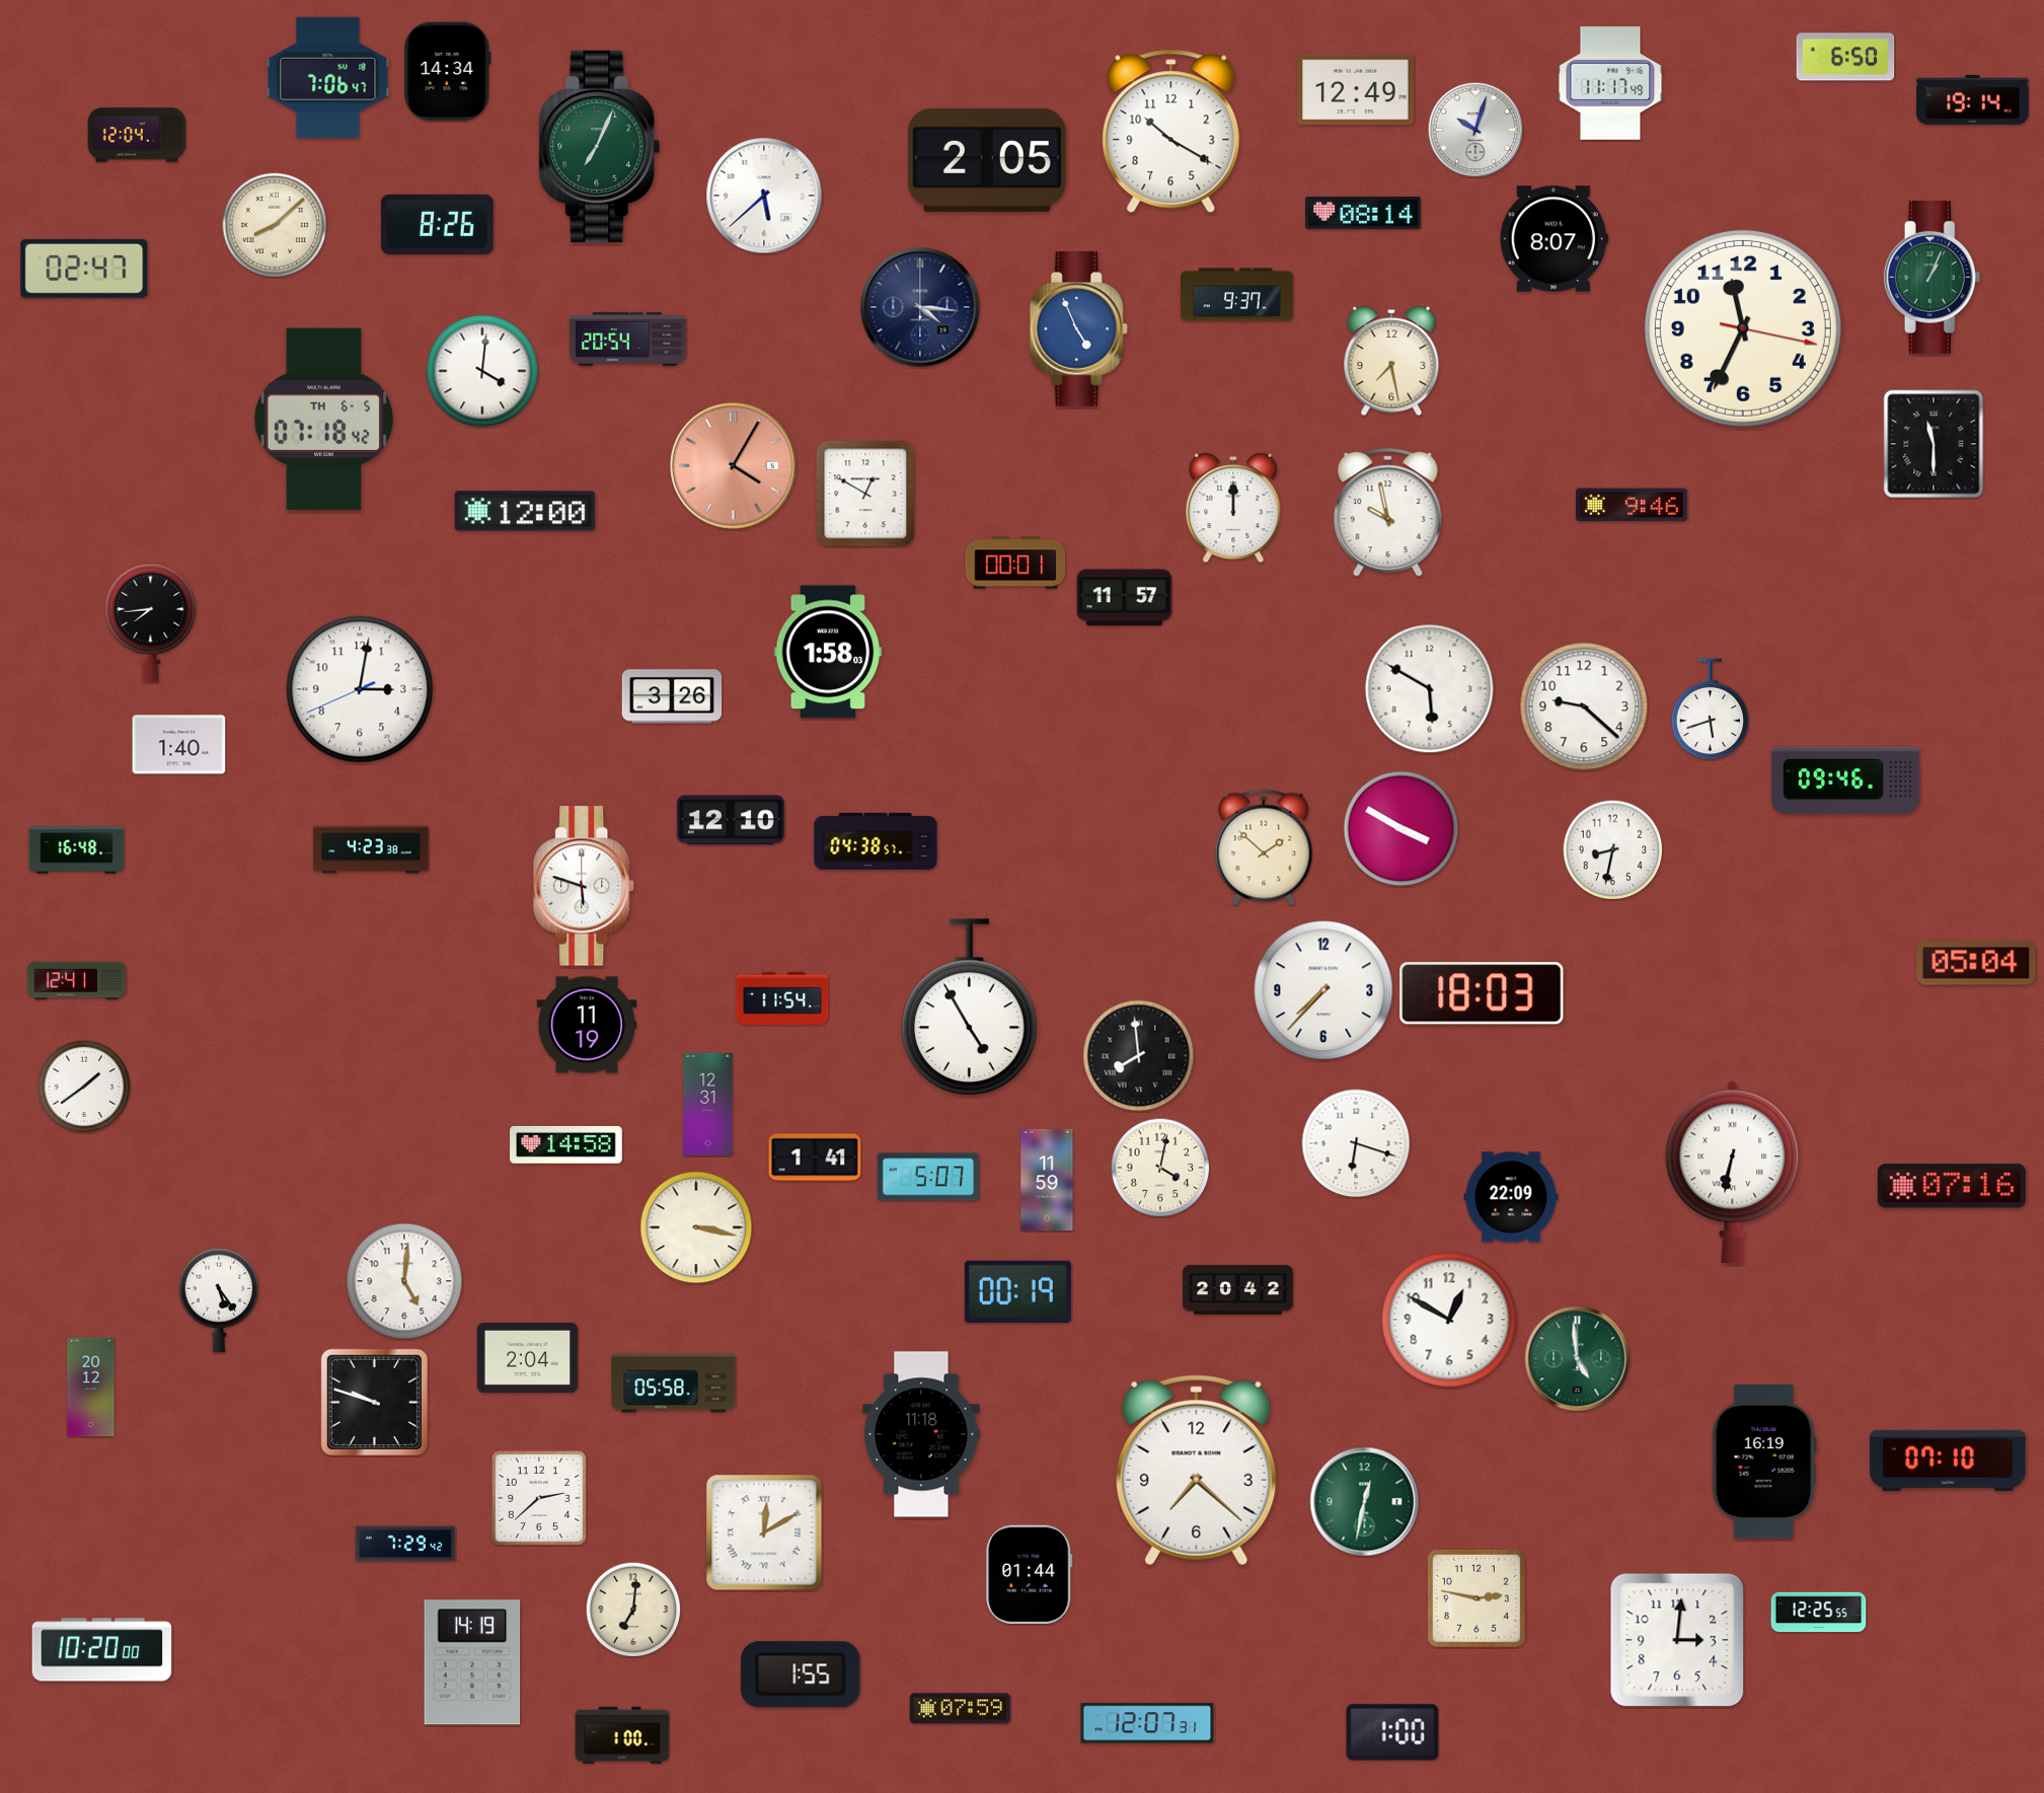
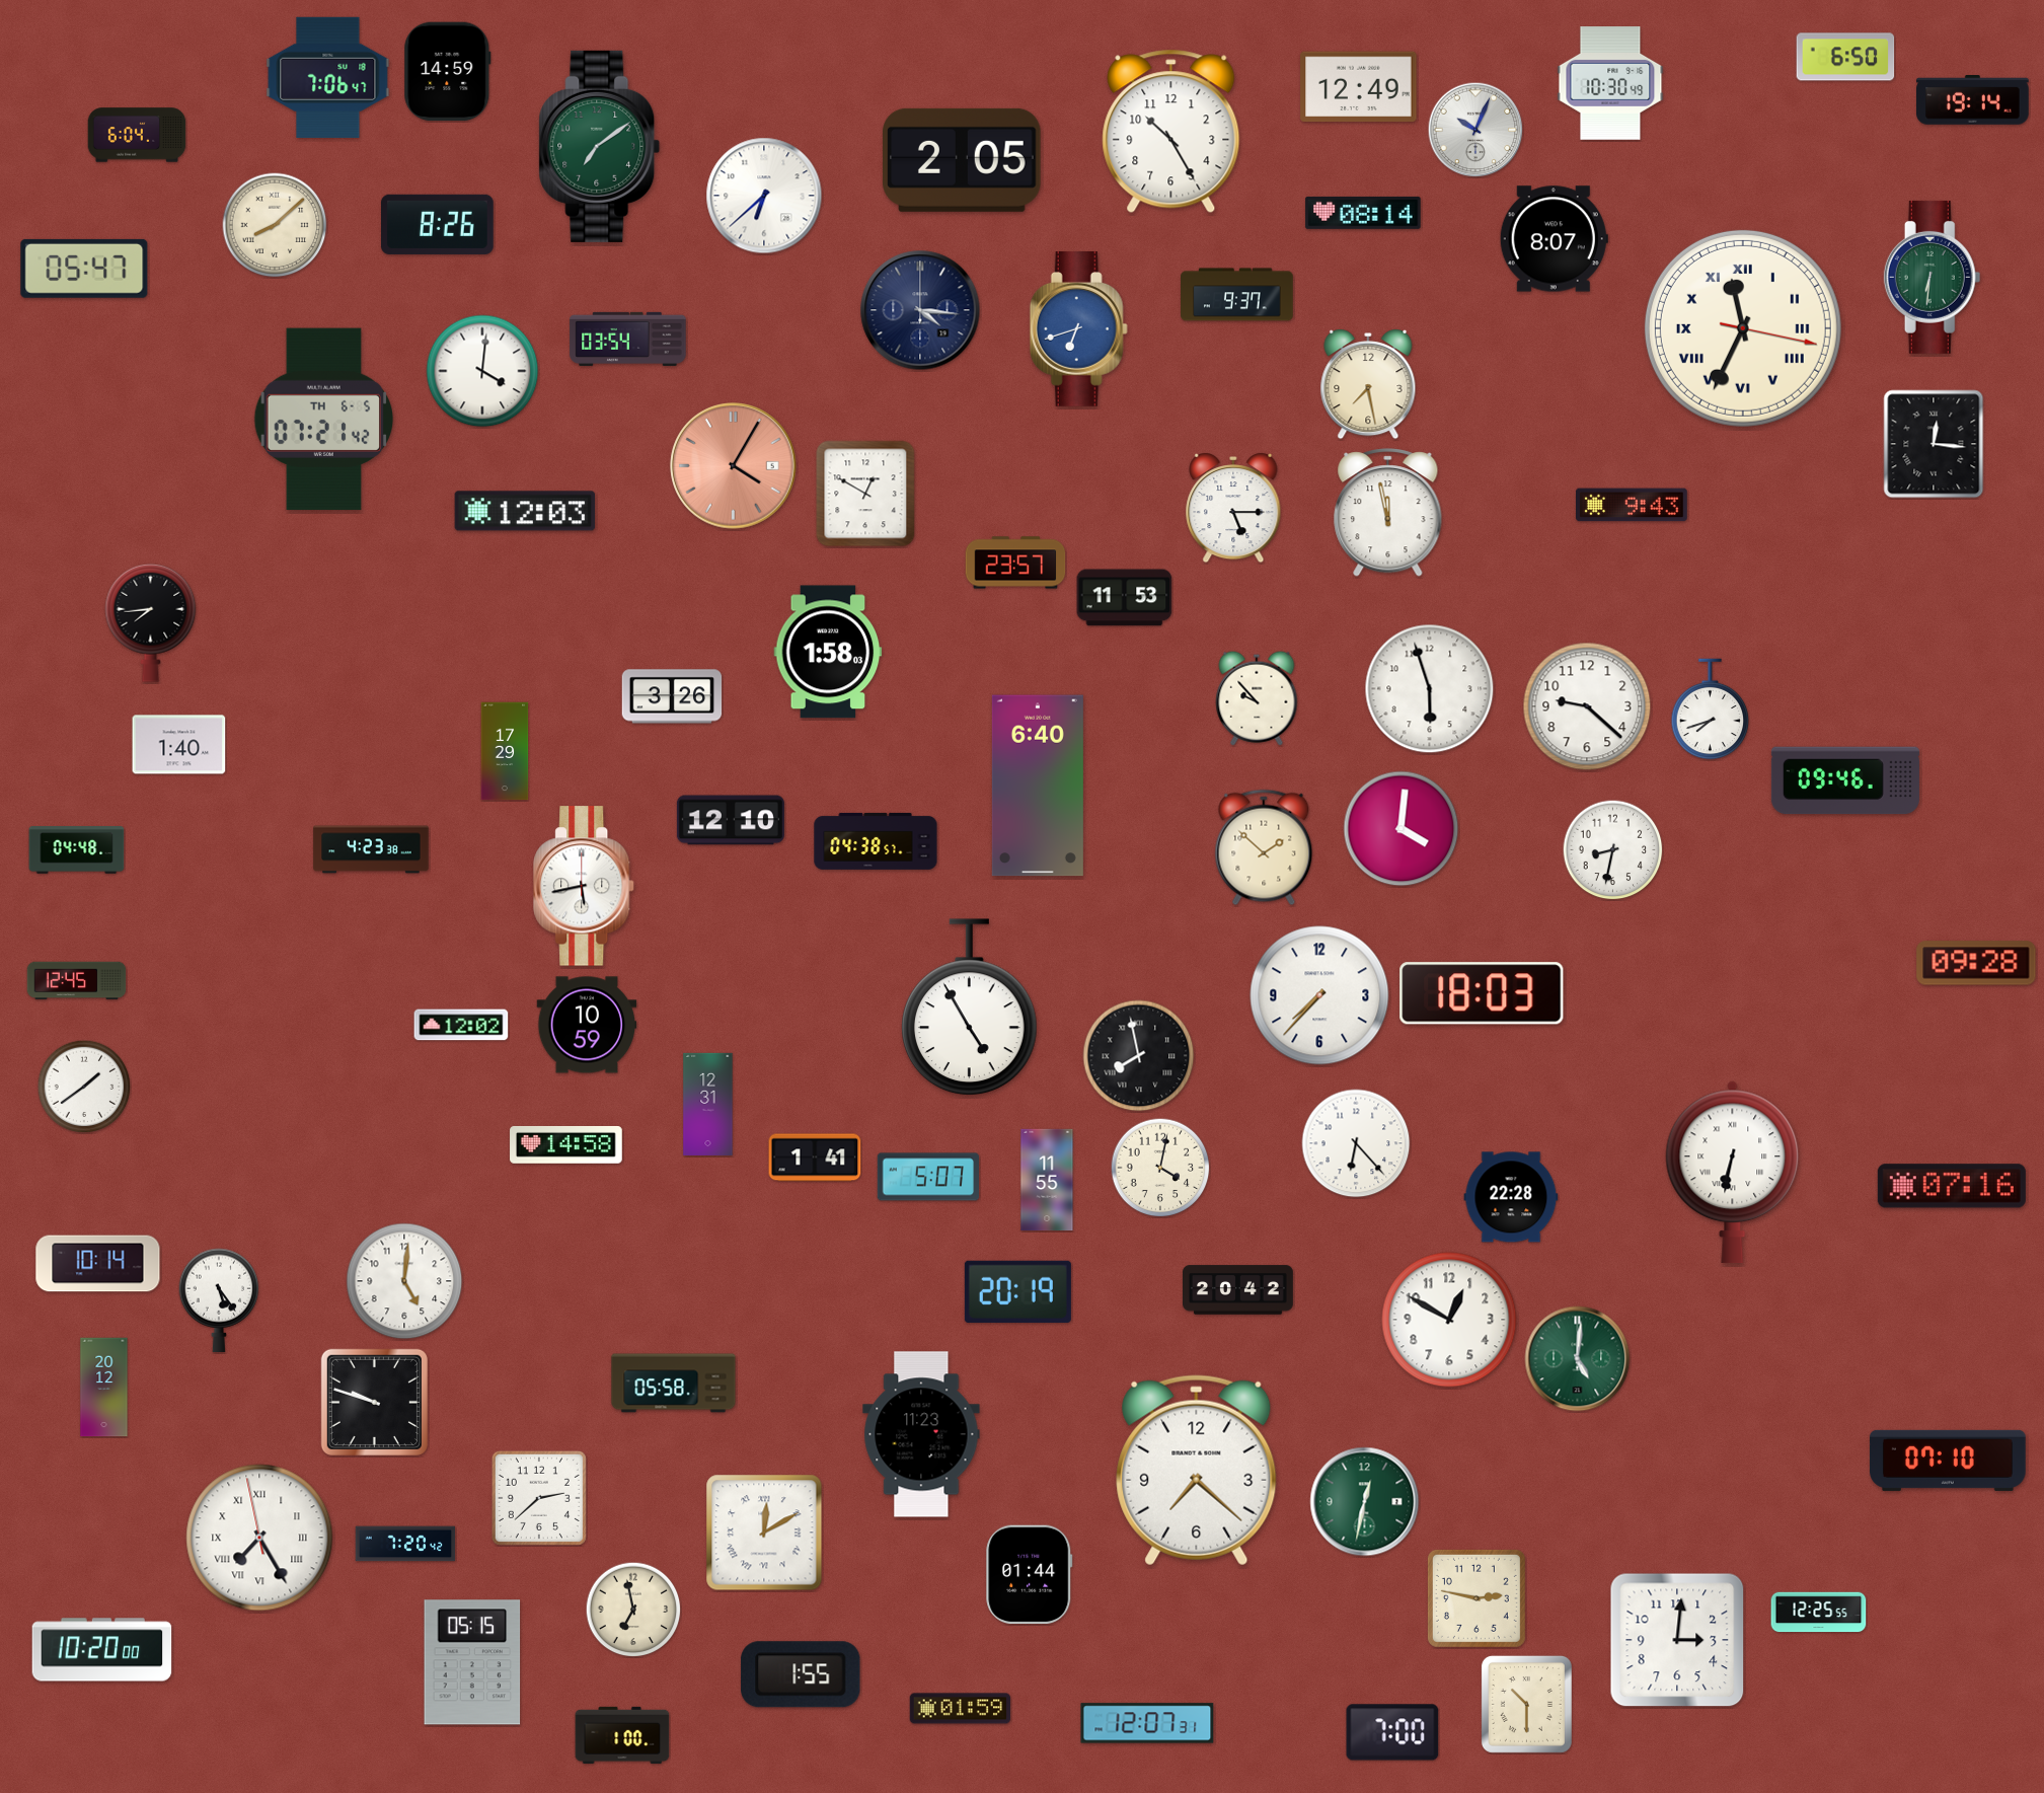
clock at (448, 72): 14:34 -> 14:59
clock at (1610, 83): 11:17 -> 10:30
clock at (1356, 90) position: (1356, 90) -> (1359, 87)
clock at (1475, 130): 10:03 -> 10:04
clock at (1171, 132): 10:20 -> 10:25
clock at (137, 135): 12:04 -> 6:04
clock at (600, 146): 7:04 -> 7:09
clock at (987, 160) position: (987, 160) -> (962, 160)
clock at (764, 196): 5:38 -> 6:38
clock at (84, 269): 02:47 -> 05:47
clock at (1933, 277): 1:04 -> 6:31
clock at (920, 307) position: (920, 307) -> (920, 310)
clock at (1743, 328) numerals: Arabic -> Roman
clock at (1078, 329): 4:56 -> 6:42
clock at (628, 339): 20:54 -> 03:54
clock at (1391, 362) position: (1391, 362) -> (1368, 385)
clock at (324, 420): 07:18 -> 07:21
clock at (1934, 444): 11:30 -> 12:16
clock at (1633, 505): 9:46 -> 9:43
clock at (1233, 509): 12:00 -> 5:15
clock at (525, 511): 12:00 -> 12:03
clock at (1388, 513): 9:58 -> 11:58
clock at (1015, 563): 00:01 -> 23:57
clock at (1125, 598): 11:57 -> 11:53
clock at (360, 689): 3:01 -> none
clock at (1430, 689): 5:50 -> 5:57
clock at (1257, 698): none -> 9:53
clock at (1584, 706) position: (1584, 706) -> (1587, 706)
clock at (1711, 709): 5:42 -> 7:42
clock at (505, 751): none -> 17:29
clock at (1038, 786): none -> 6:40
clock at (1402, 829): 3:50 -> 4:01
clock at (77, 850): 16:48 -> 04:48
clock at (585, 886): 5:48 -> 5:43
clock at (1976, 963): 05:04 -> 09:28
clock at (77, 981): 12:41 -> 12:45
clock at (1323, 990) position: (1323, 990) -> (1319, 995)
clock at (782, 998): 11:54 -> none
clock at (461, 1025): none -> 12:02
clock at (587, 1025): 11:19 -> 10:59
clock at (1139, 1056): 7:59 -> 7:58
clock at (1356, 1143): 6:18 -> 6:23
clock at (1047, 1180): 11:59 -> 11:55
clock at (1511, 1197): 22:09 -> 22:28
clock at (696, 1227): 3:17 -> none
clock at (98, 1264): none -> 10:14
clock at (1017, 1291): 00:19 -> 20:19
clock at (528, 1357): 2:04 -> none
clock at (1578, 1359): 4:59 -> 5:01
clock at (91, 1388) position: (91, 1388) -> (104, 1388)
clock at (921, 1434): 11:18 -> 11:23
clock at (1764, 1462): 16:19 -> none
clock at (259, 1538): none -> 7:24
clock at (405, 1544): 7:29 -> 7:20
clock at (633, 1610): 7:01 -> 6:58
clock at (472, 1662): 14:19 -> 05:15
clock at (1526, 1704): none -> 10:30
clock at (961, 1709): 07:59 -> 01:59
clock at (1392, 1732): 1:00 -> 7:00
